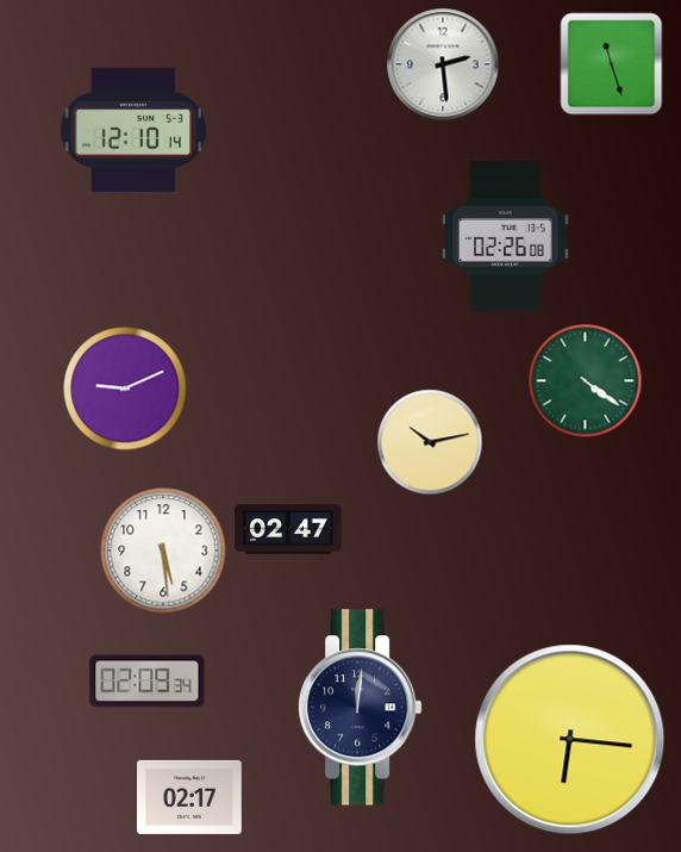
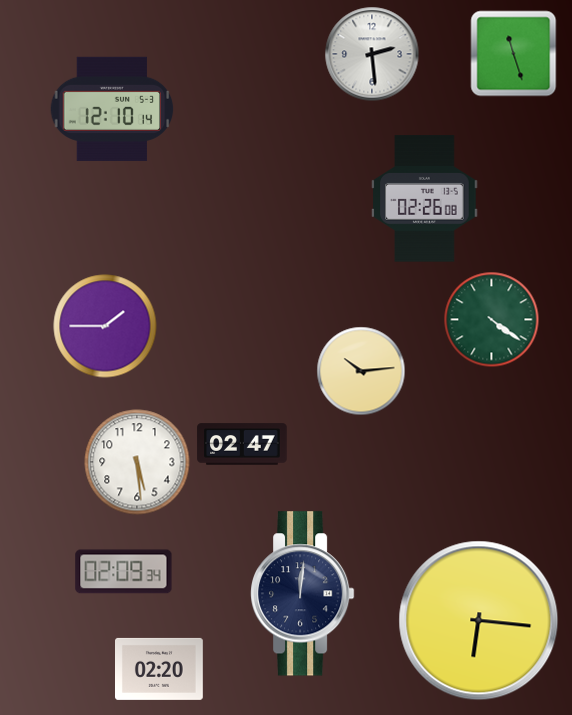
clock at (125, 388): 9:11 -> 1:45
clock at (430, 442): 10:13 -> 10:14
clock at (190, 797): 02:17 -> 02:20
